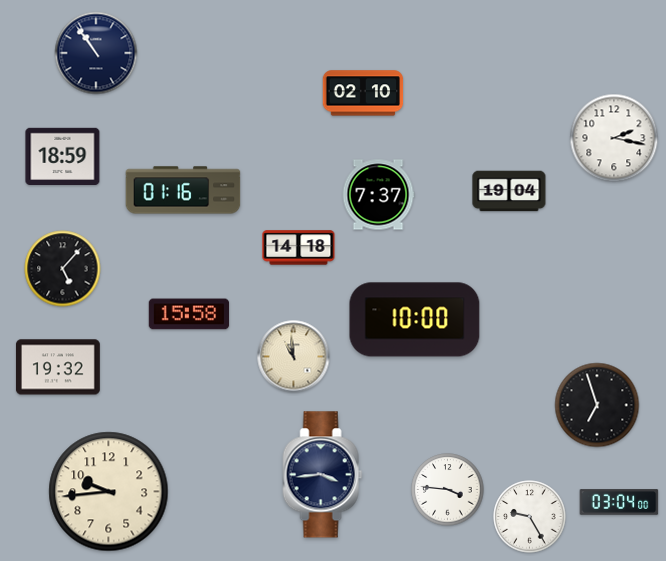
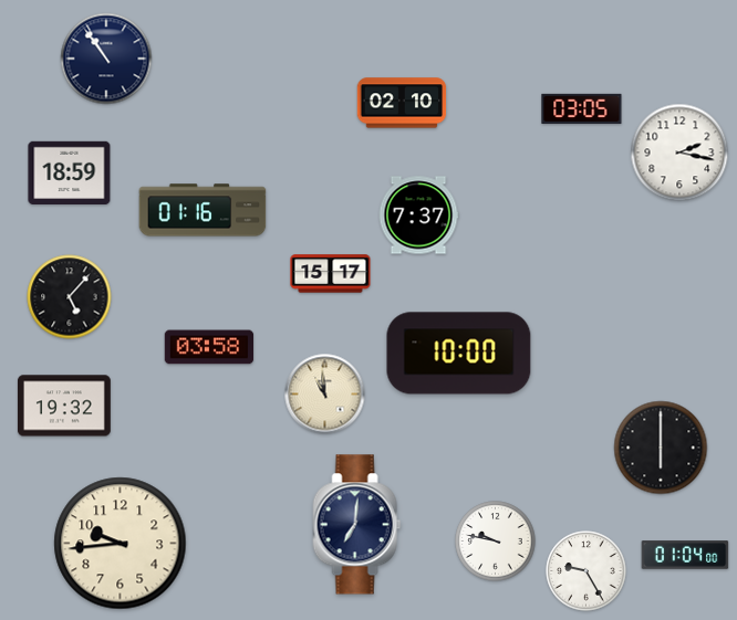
clock at (582, 108): none -> 03:05
clock at (509, 191): 19:04 -> none
clock at (299, 248): 14:18 -> 15:17
clock at (189, 314): 15:58 -> 03:58
clock at (597, 405): 6:57 -> 6:00
clock at (323, 475): 3:44 -> 7:01
clock at (448, 490): 3:46 -> 9:47
clock at (619, 502): 03:04 -> 01:04
